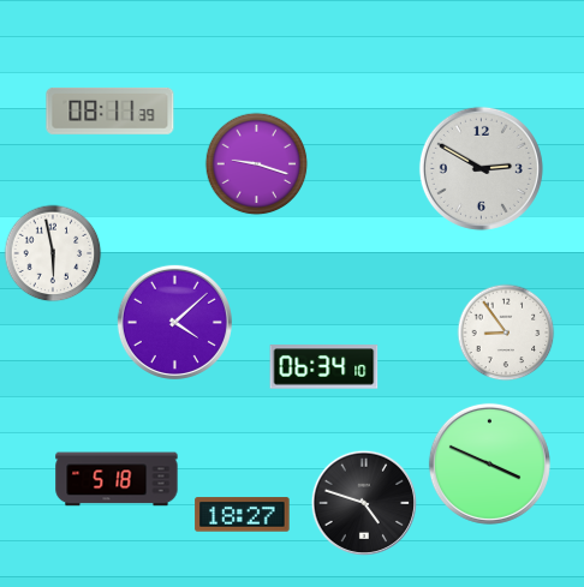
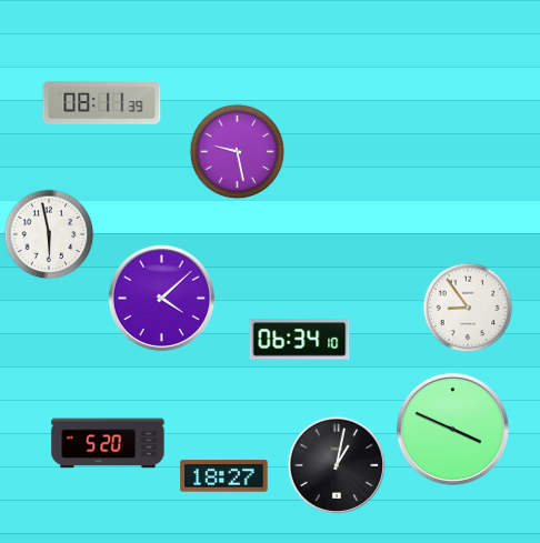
clock at (257, 164): 9:18 -> 9:28
clock at (481, 168): 2:50 -> none
clock at (117, 479): 5:18 -> 5:20
clock at (363, 502): 4:48 -> 1:02
